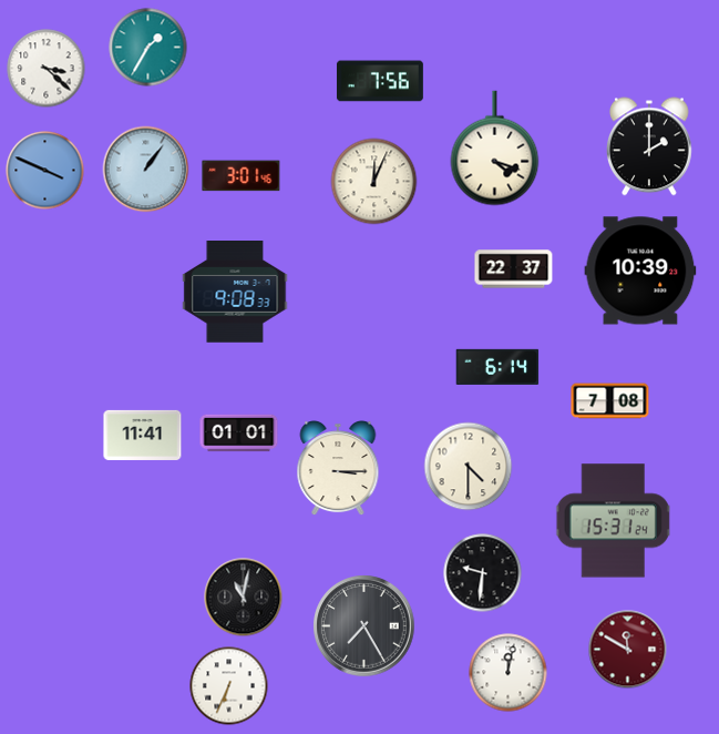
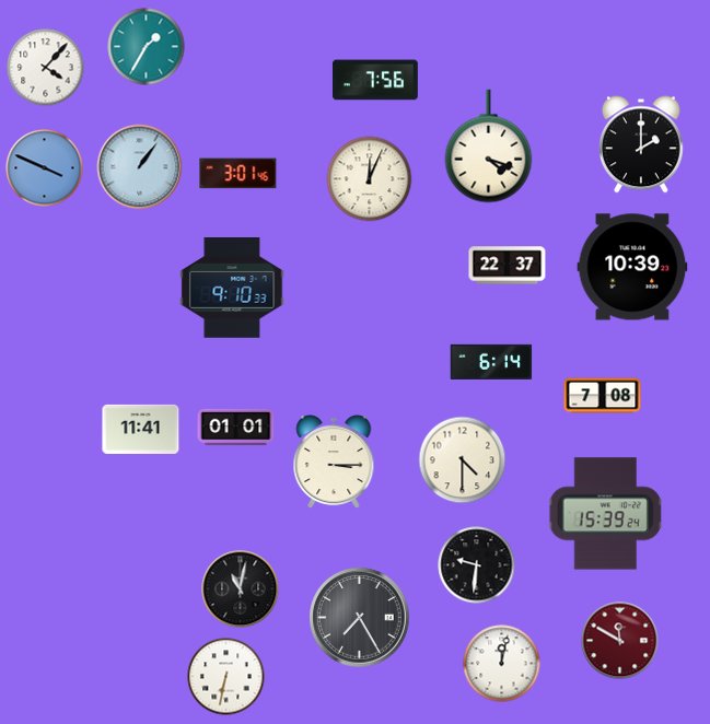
clock at (47, 69): 3:22 -> 4:07
clock at (146, 170) position: (146, 170) -> (140, 167)
clock at (235, 293): 9:08 -> 9:10
clock at (614, 521): 15:31 -> 15:39
clock at (229, 686): 6:34 -> 6:32
